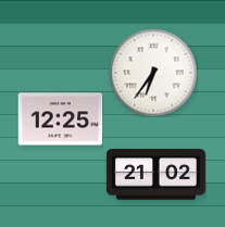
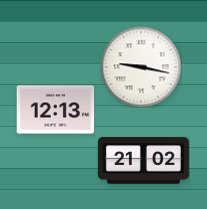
clock at (153, 73): 6:36 -> 9:17
clock at (60, 119): 12:25 -> 12:13
